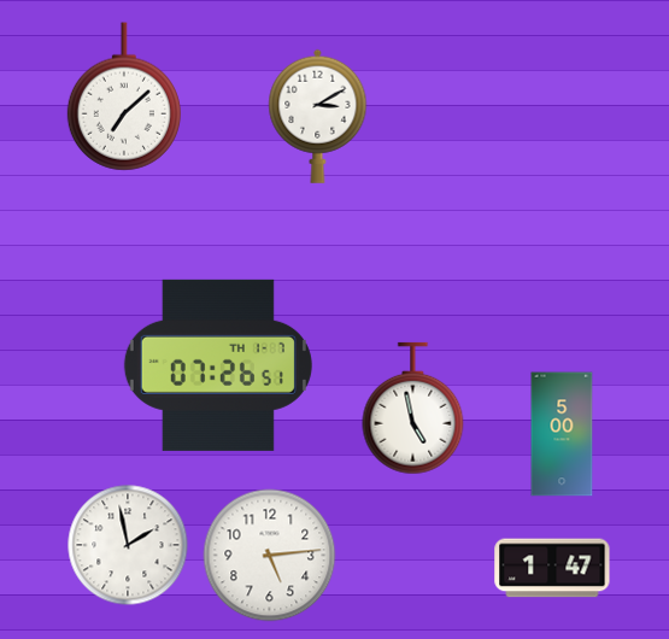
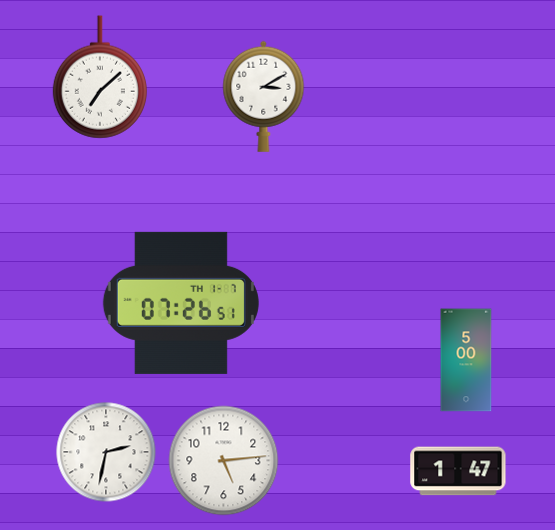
clock at (124, 96) position: (124, 96) -> (100, 77)
clock at (413, 409): 4:58 -> none
clock at (128, 545): 1:58 -> 2:32
